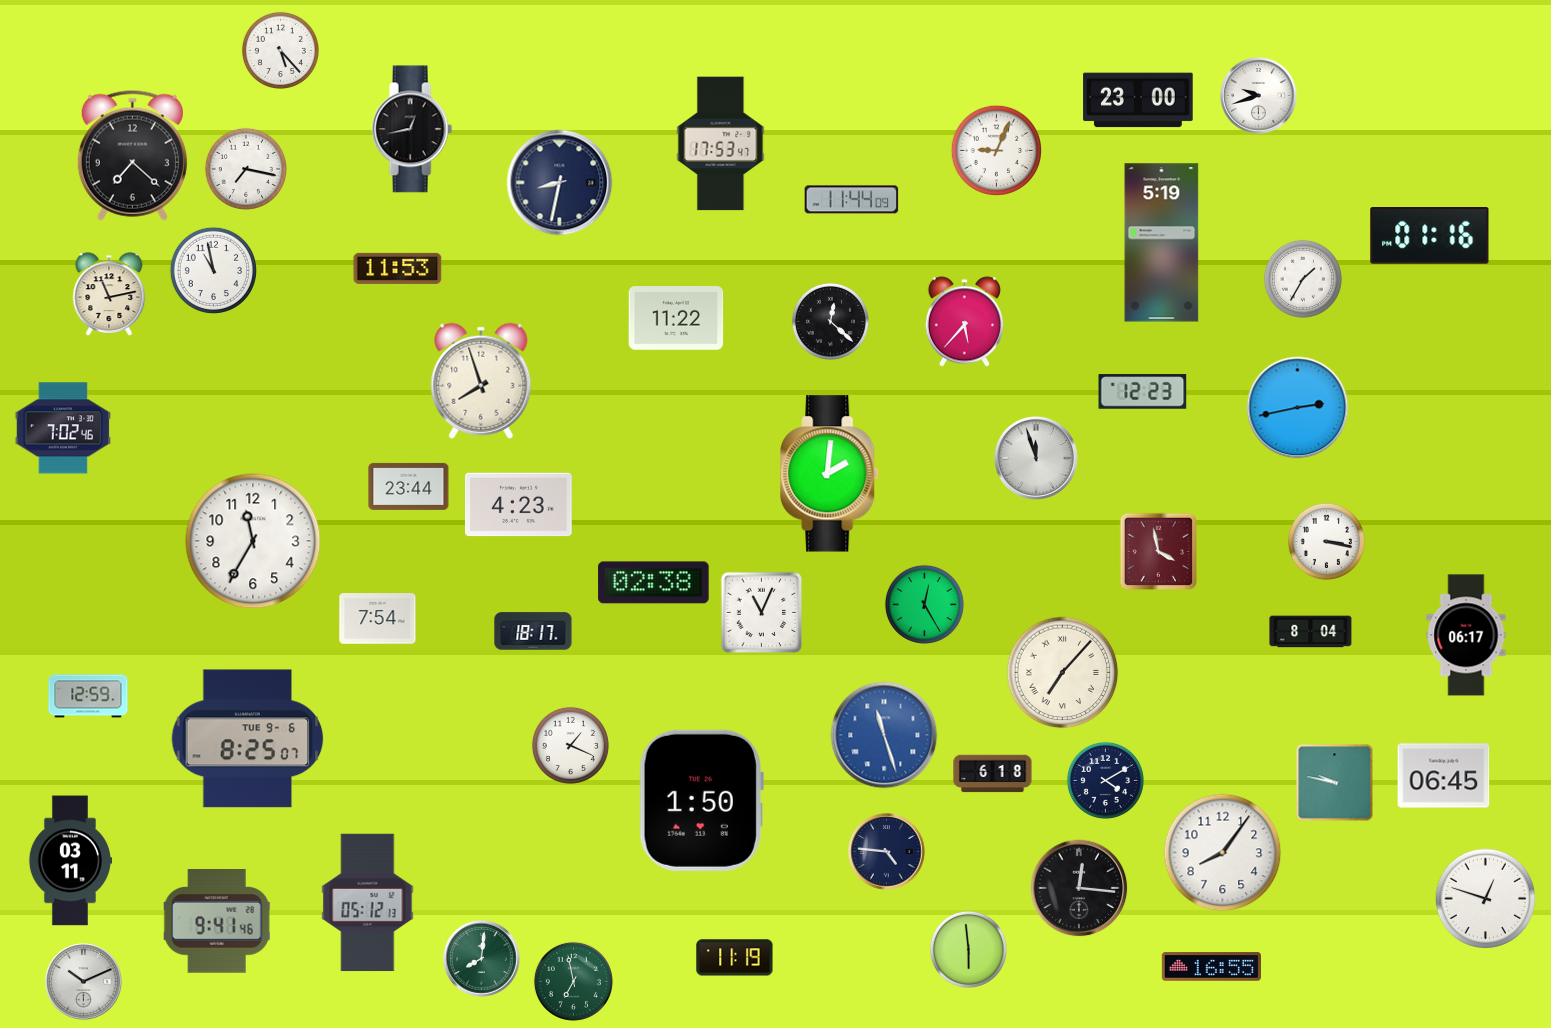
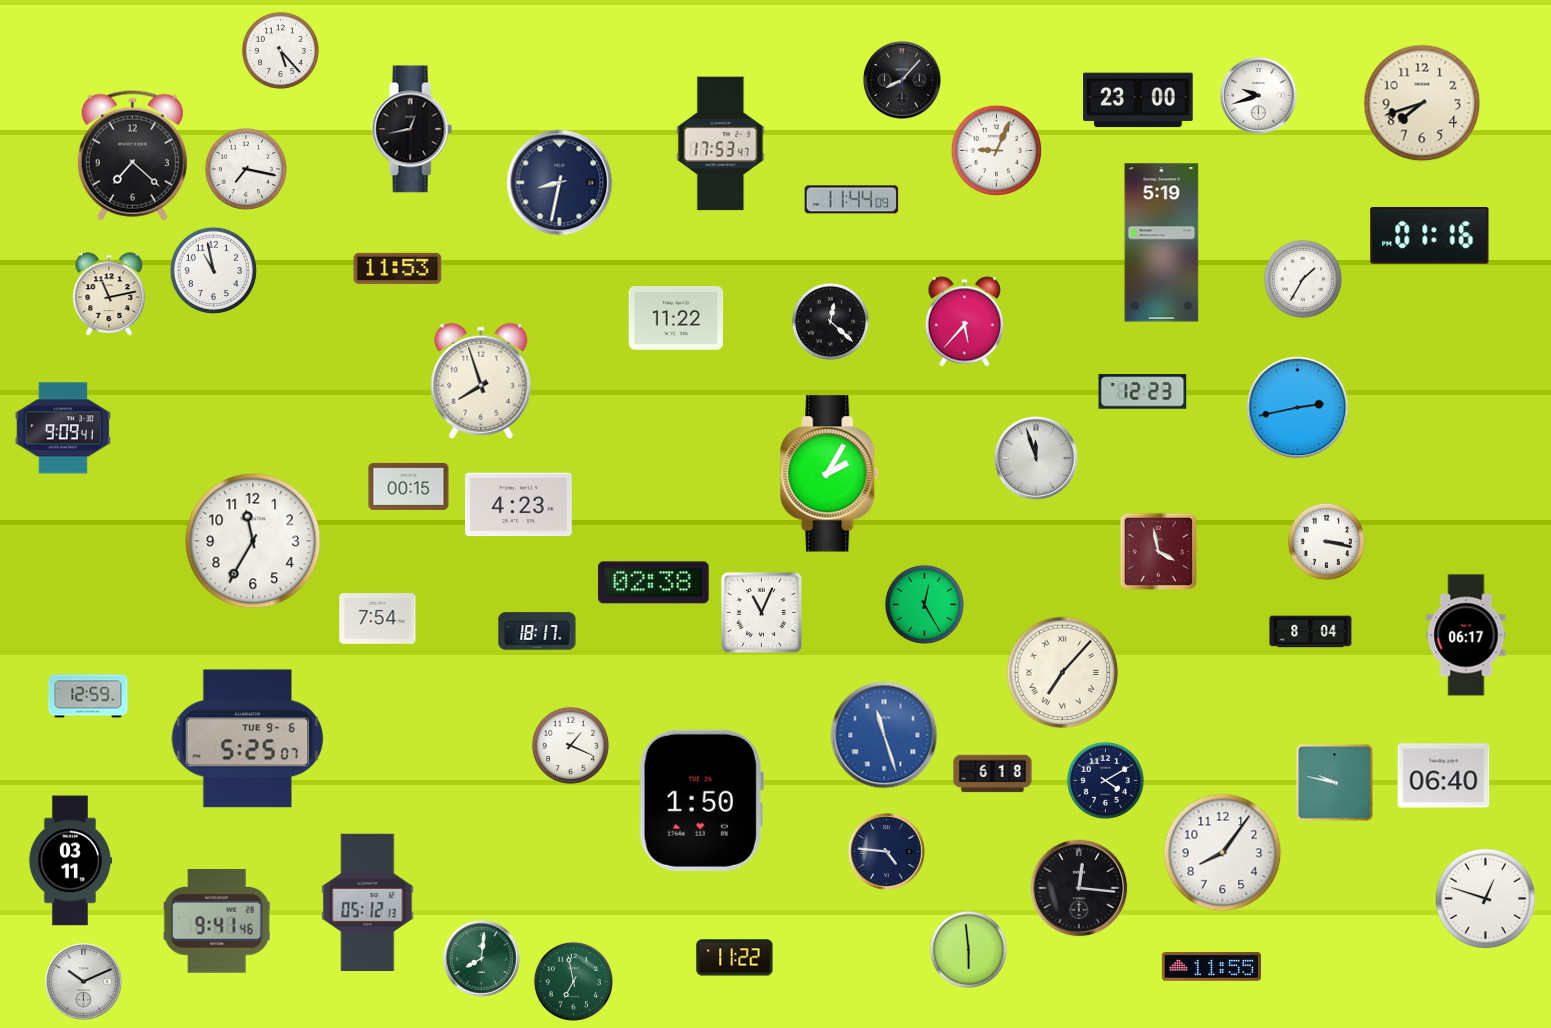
clock at (902, 80): none -> 8:07
clock at (1422, 103): none -> 7:42
clock at (62, 428): 7:02 -> 9:09
clock at (830, 474): 2:01 -> 2:05
clock at (409, 486): 23:44 -> 00:15
clock at (533, 631) position: (533, 631) -> (537, 631)
clock at (248, 739): 8:25 -> 5:25
clock at (1444, 776): 06:45 -> 06:40
clock at (735, 958): 11:19 -> 11:22
clock at (1211, 967): 16:55 -> 11:55
